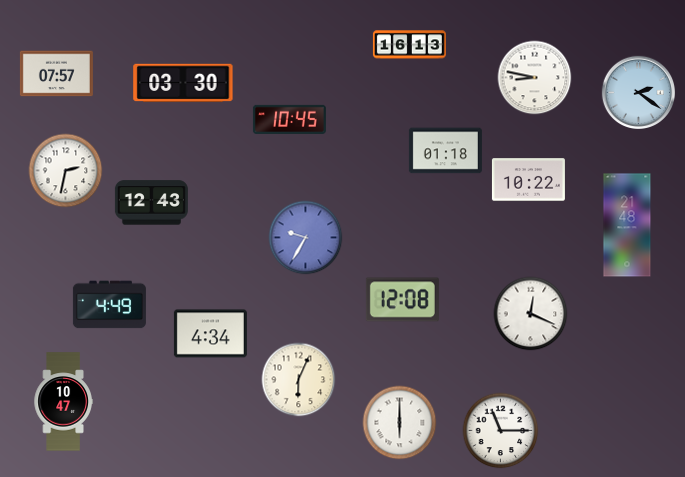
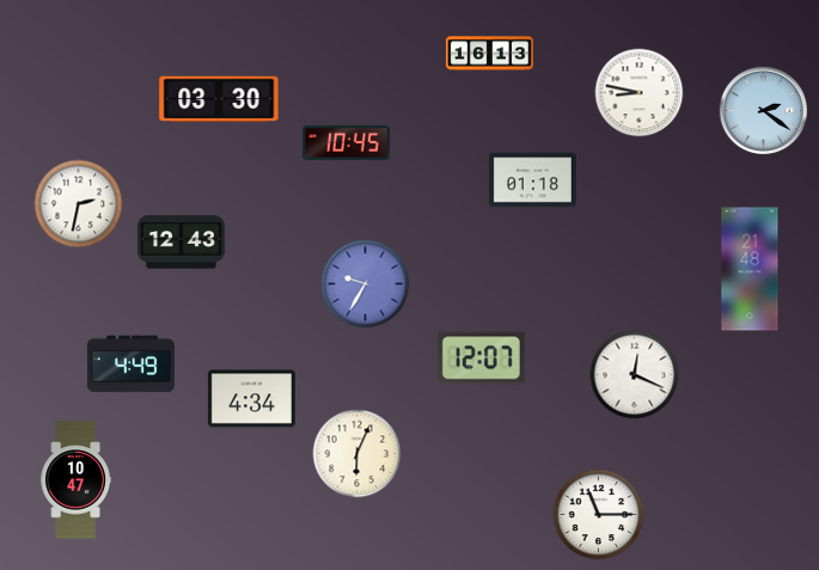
clock at (56, 74): 07:57 -> none
clock at (528, 180): 10:22 -> none
clock at (402, 300): 12:08 -> 12:07
clock at (400, 423): 6:00 -> none
